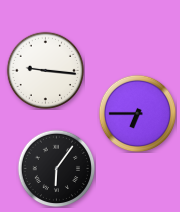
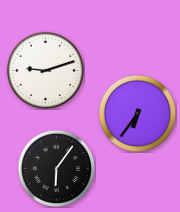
clock at (45, 70): 9:16 -> 9:12
clock at (137, 113): 6:45 -> 6:36
